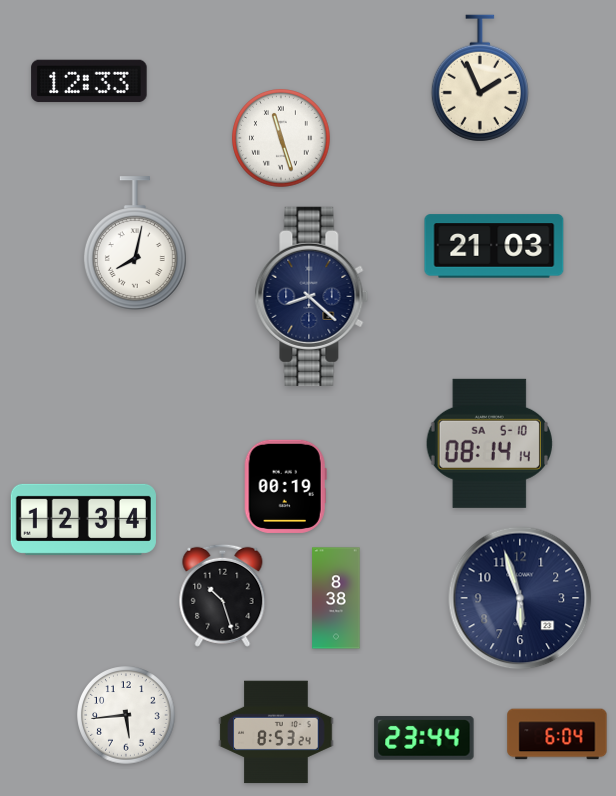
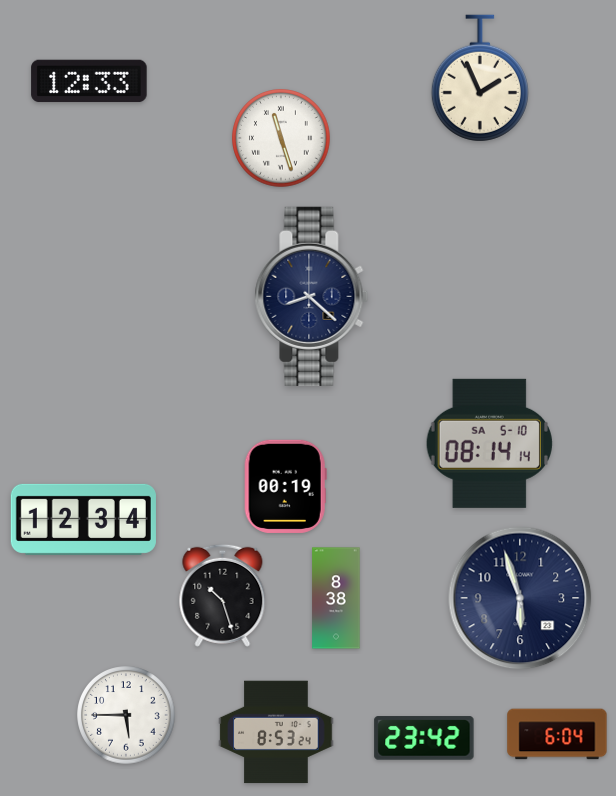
clock at (135, 243): 8:02 -> none
clock at (494, 246): 21:03 -> none
clock at (126, 715): 5:44 -> 5:45
clock at (424, 738): 23:44 -> 23:42
